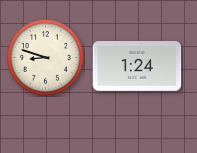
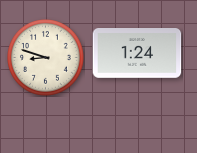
clock at (137, 67) position: (137, 67) -> (137, 54)
